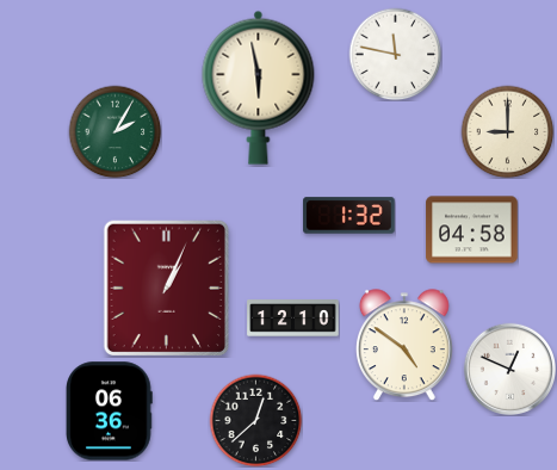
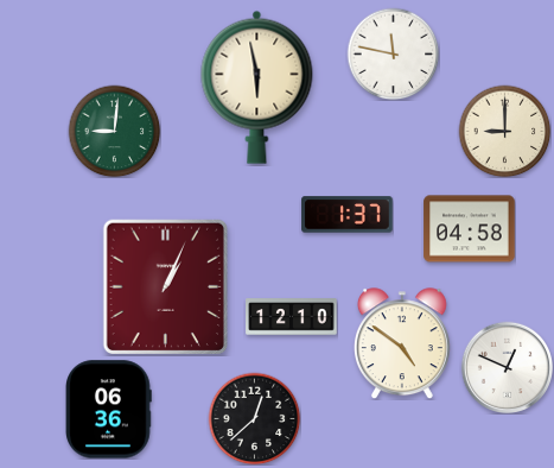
clock at (115, 131): 2:05 -> 9:01
clock at (349, 216): 1:32 -> 1:37
